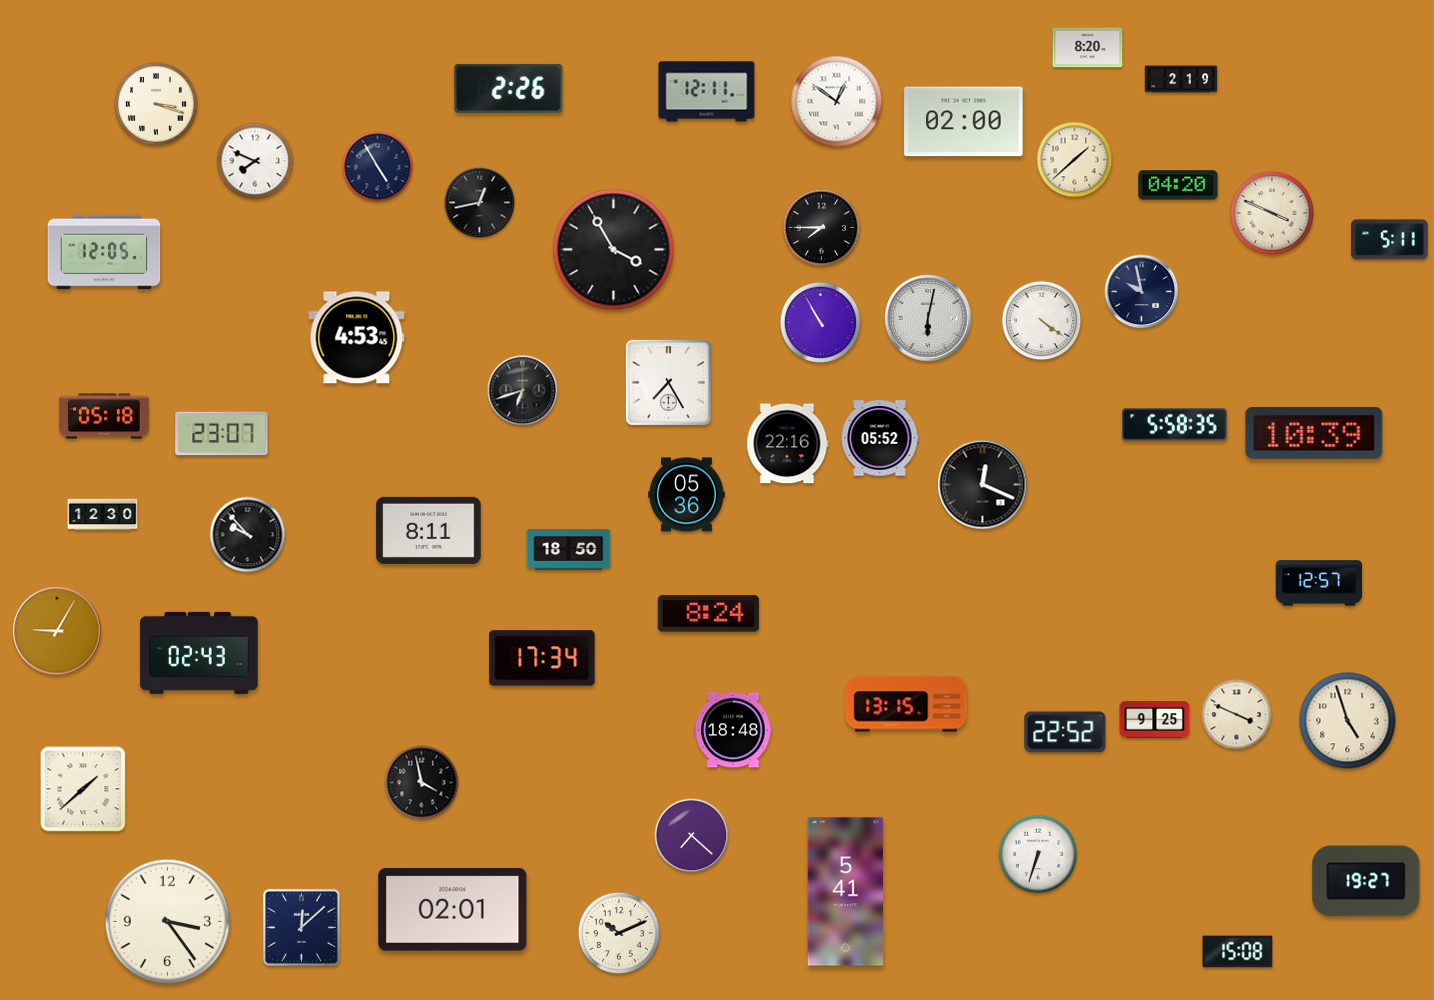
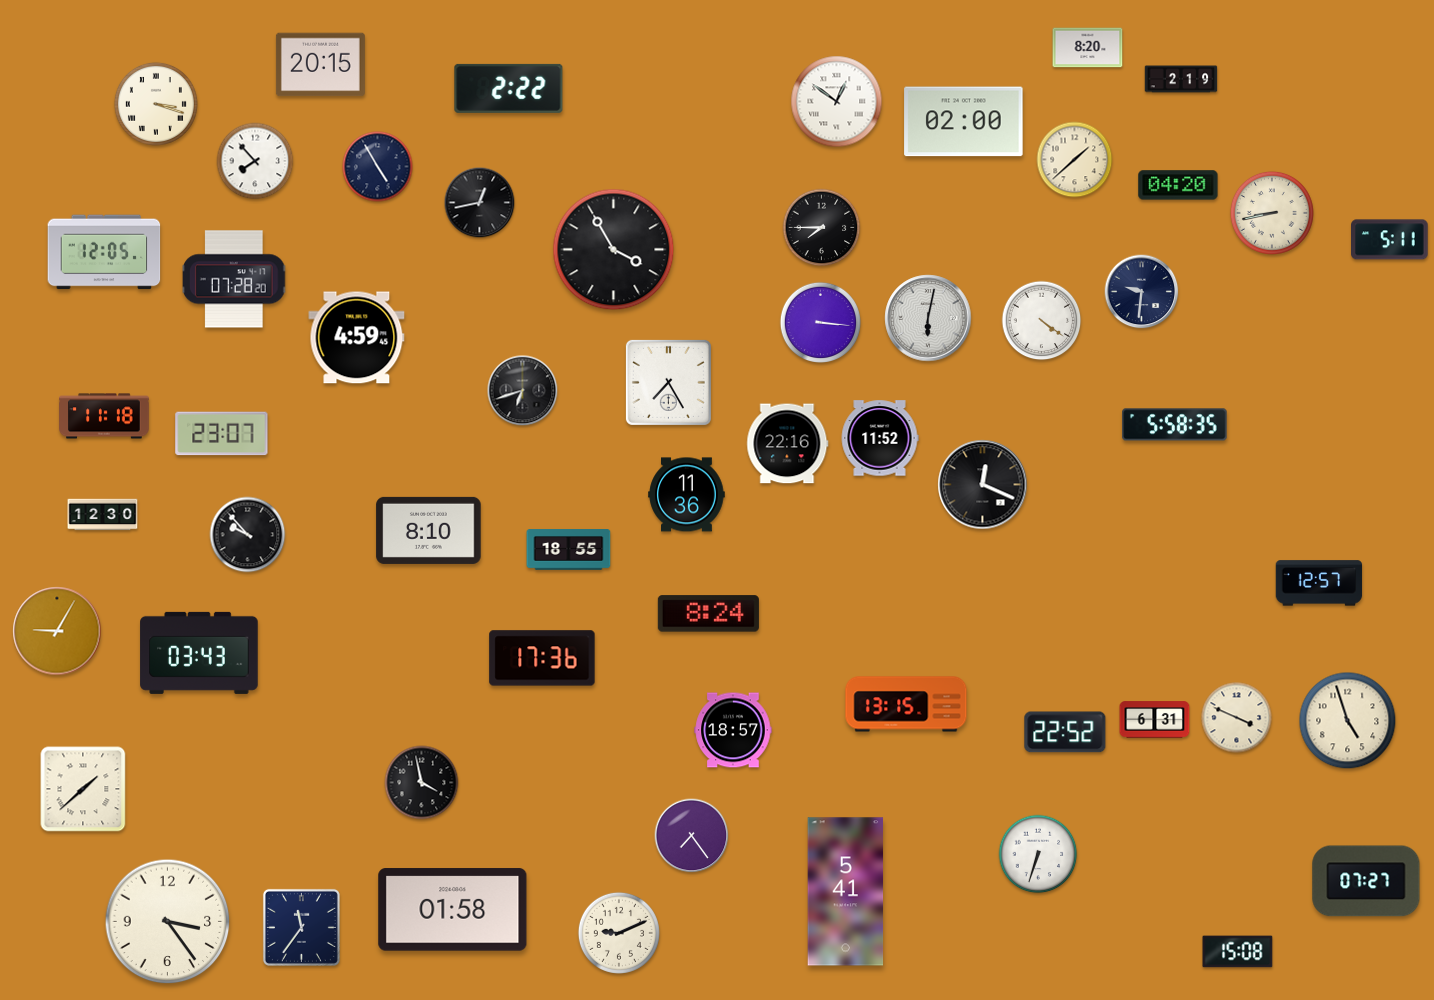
clock at (320, 65): none -> 20:15
clock at (509, 88): 2:26 -> 2:22
clock at (707, 92): 12:11 -> none
clock at (255, 161): 7:49 -> 7:53
clock at (1272, 213): 3:49 -> 8:43
clock at (235, 279): none -> 07:28
clock at (1142, 292): 9:58 -> 9:31
clock at (820, 322): 10:55 -> 3:16
clock at (357, 338): 4:53 -> 4:59
clock at (104, 416): 05:18 -> 11:18
clock at (1314, 434): 10:39 -> none
clock at (880, 438): 05:52 -> 11:52
clock at (687, 495): 05:36 -> 11:36
clock at (429, 530): 8:11 -> 8:10
clock at (569, 550): 18:50 -> 18:55
clock at (199, 653): 02:43 -> 03:43
clock at (542, 658): 17:34 -> 17:36
clock at (1237, 715) position: (1237, 715) -> (1237, 718)
clock at (1155, 720): 9:25 -> 6:31
clock at (733, 730): 18:48 -> 18:57
clock at (692, 836): 7:22 -> 7:24
clock at (1366, 881): 19:27 -> 07:27
clock at (453, 910): 02:01 -> 01:58
clock at (301, 927): 12:08 -> 11:36
clock at (619, 933): 10:11 -> 9:11
